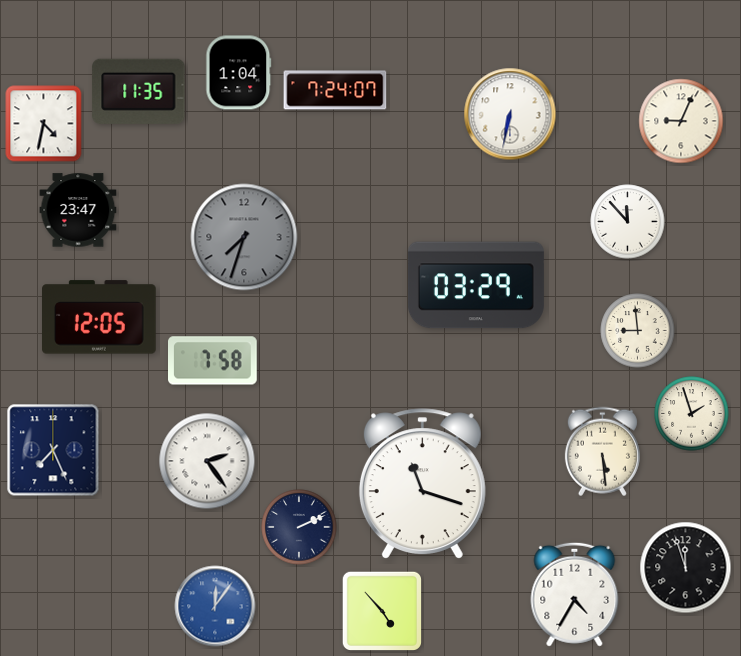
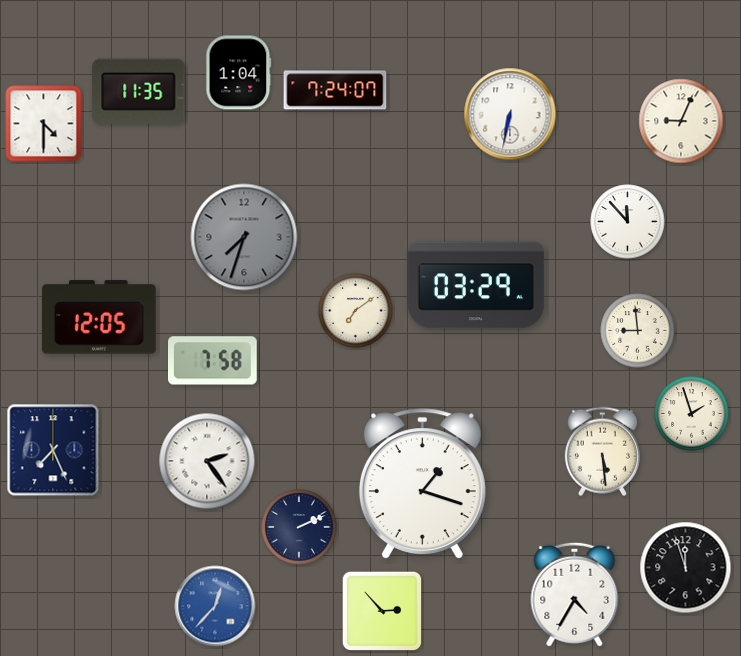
clock at (44, 124): 4:32 -> 4:30
clock at (78, 210): 23:47 -> none
clock at (356, 311): none -> 7:09
clock at (422, 483): 11:18 -> 1:18
clock at (215, 606): 12:06 -> 12:37
clock at (381, 610): 4:53 -> 2:53
